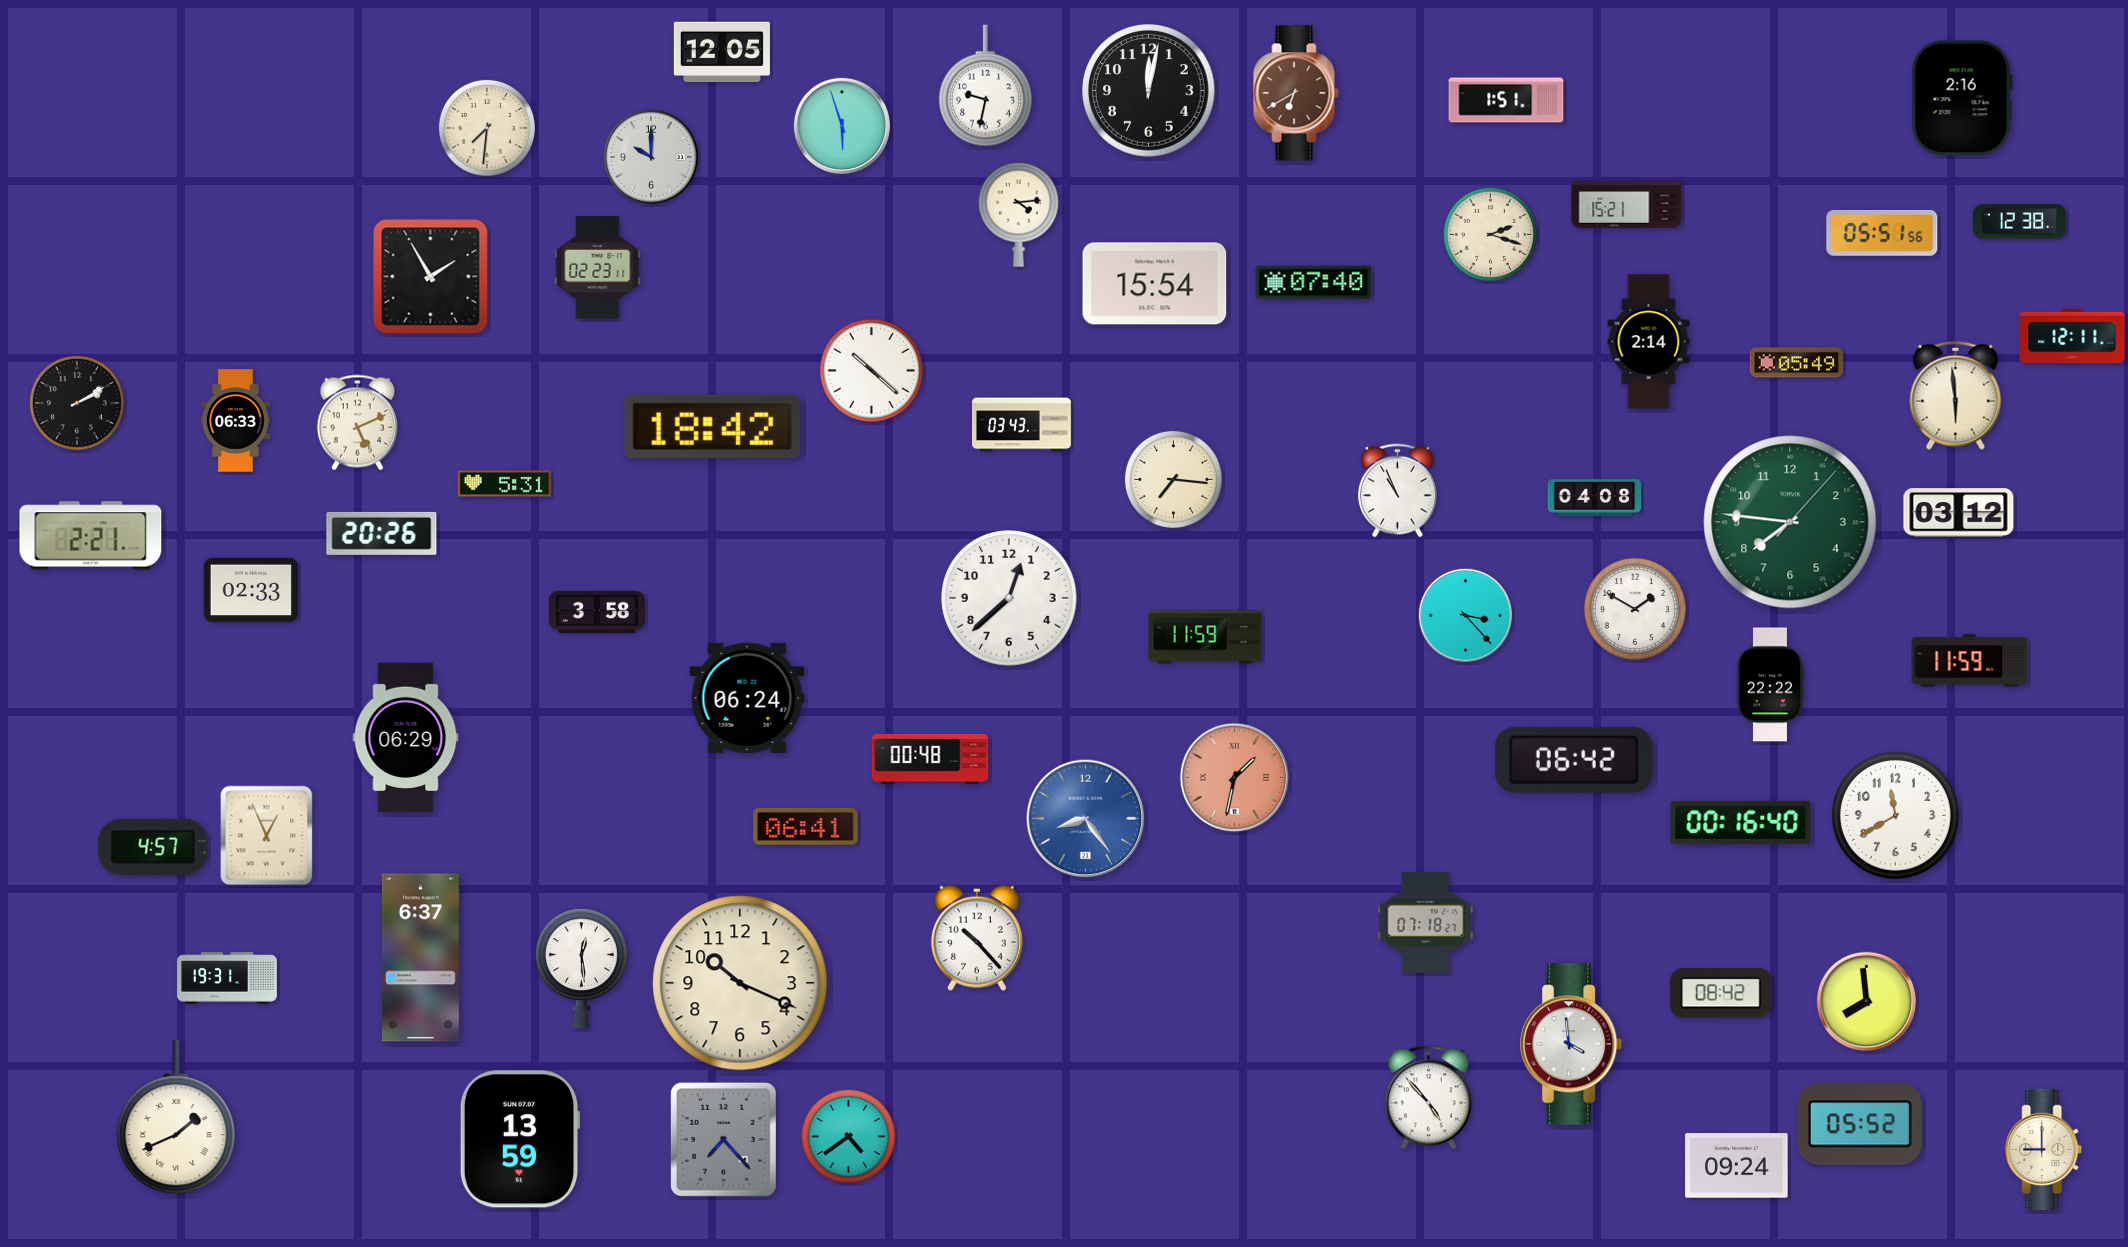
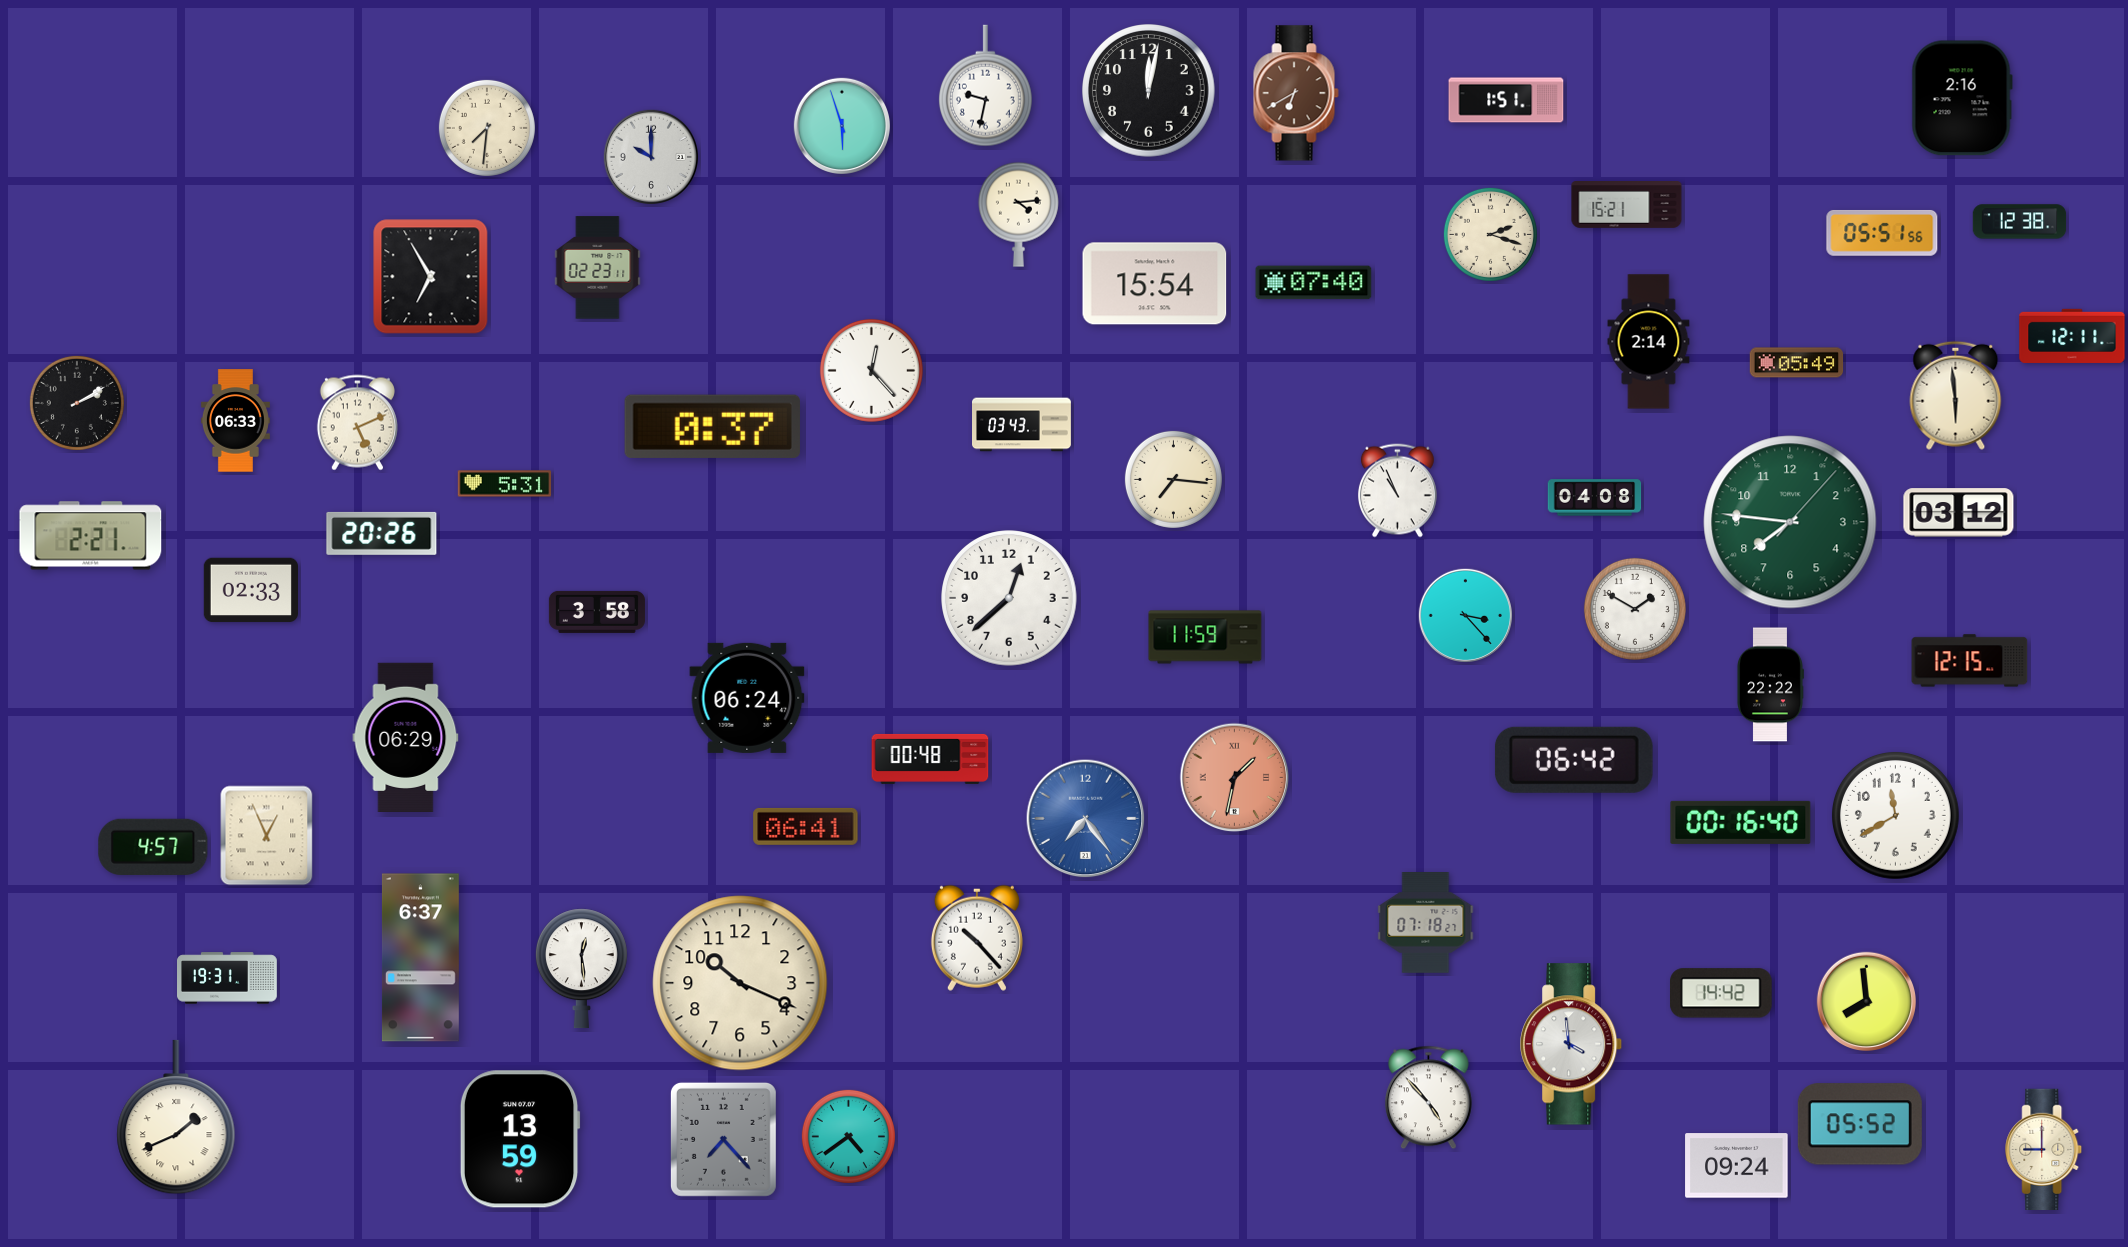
clock at (722, 51): 12:05 -> none
clock at (431, 277): 1:55 -> 6:55
clock at (871, 370): 10:22 -> 12:23
clock at (712, 426): 18:42 -> 0:37
clock at (1970, 661): 11:59 -> 12:15
clock at (1086, 819): 8:24 -> 7:24
clock at (1722, 993): 08:42 -> 14:42
